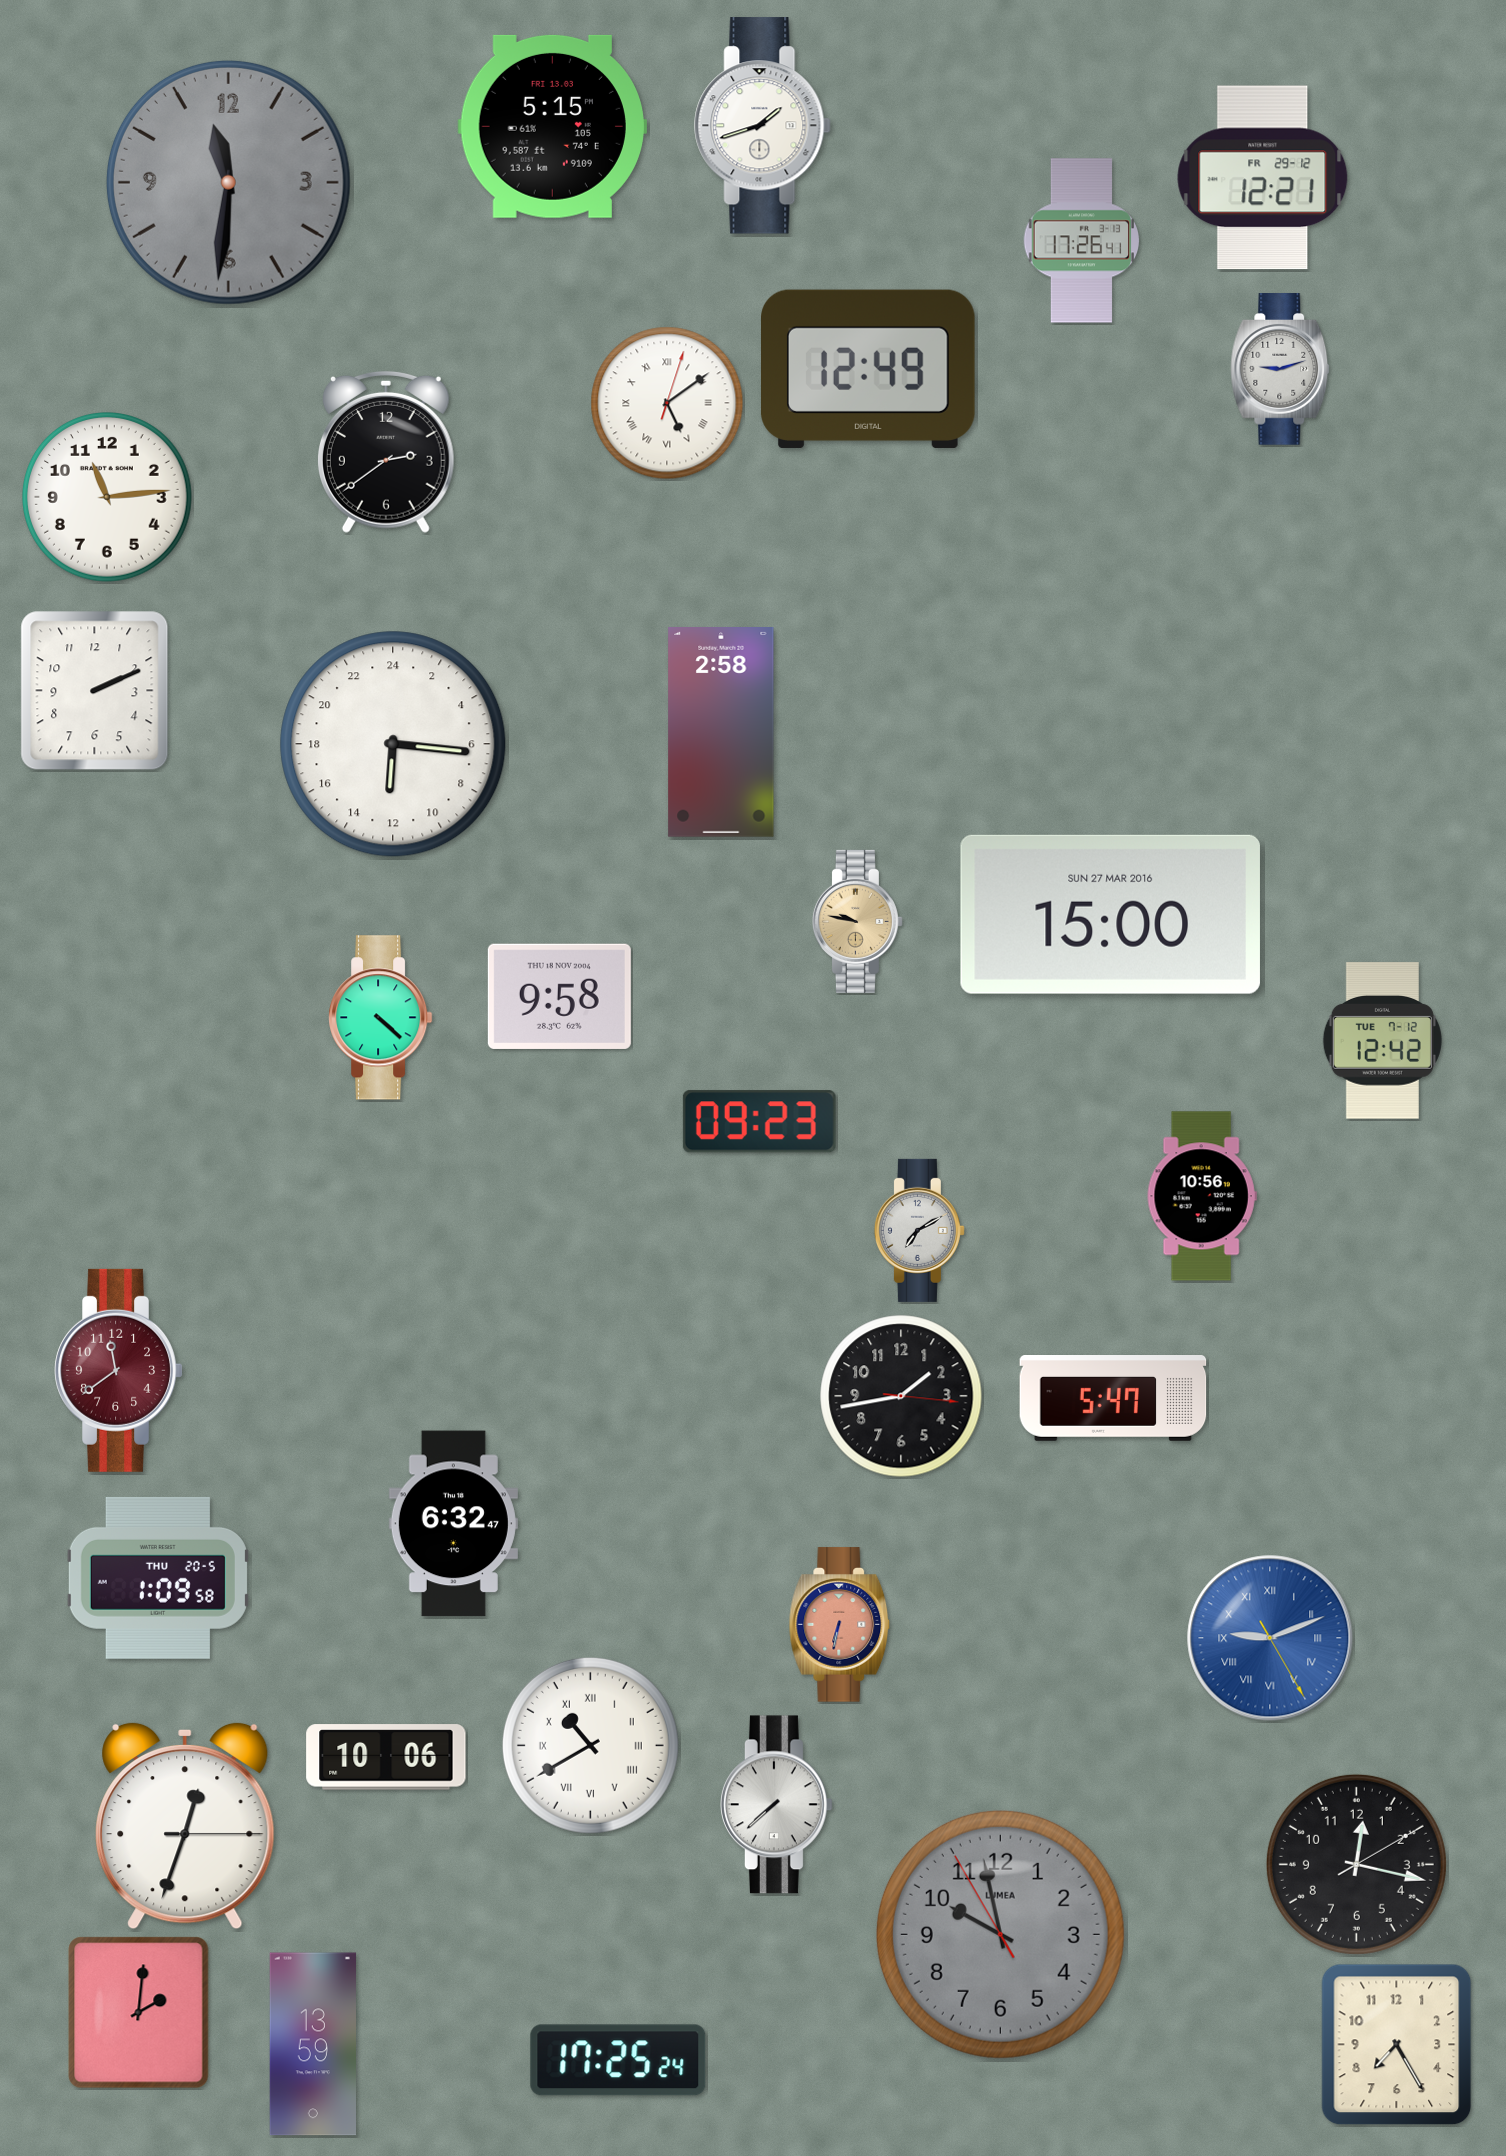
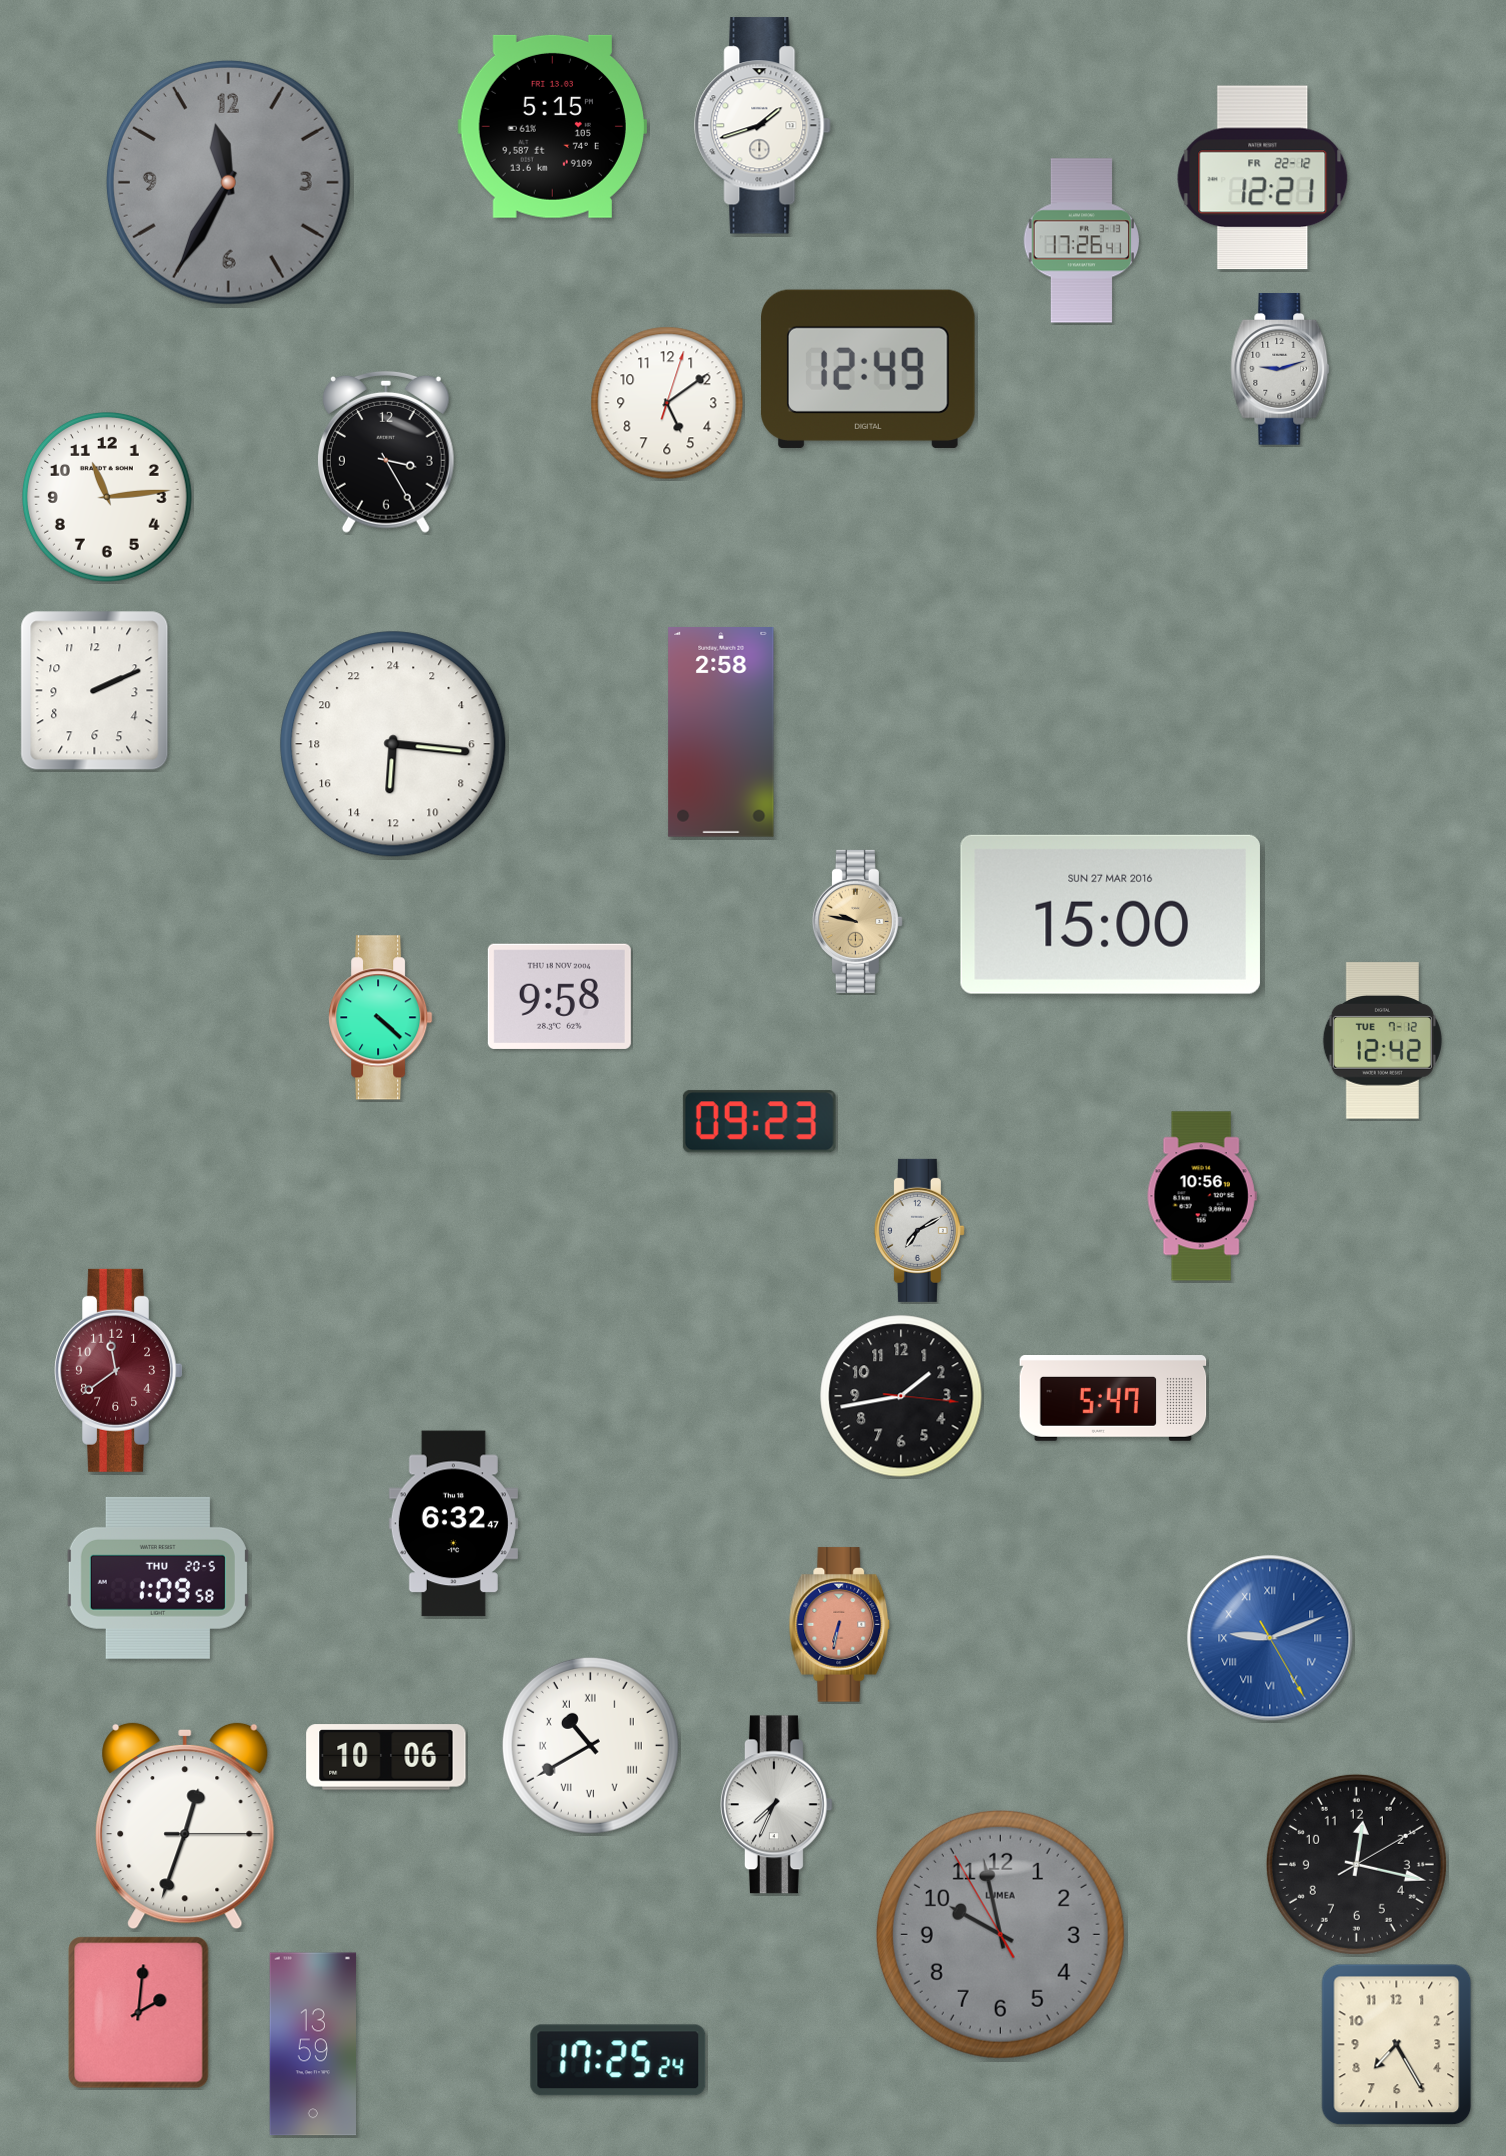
clock at (1263, 178) date: FR 29-12 -> FR 22-12
clock at (228, 182): 11:31 -> 11:35
clock at (667, 403) numerals: Roman -> Arabic
clock at (386, 452): 2:39 -> 3:25
clock at (776, 1805): 7:38 -> 7:34
